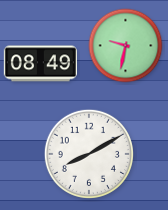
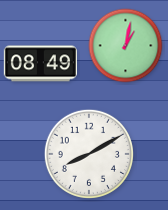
clock at (126, 46): 9:32 -> 1:02
